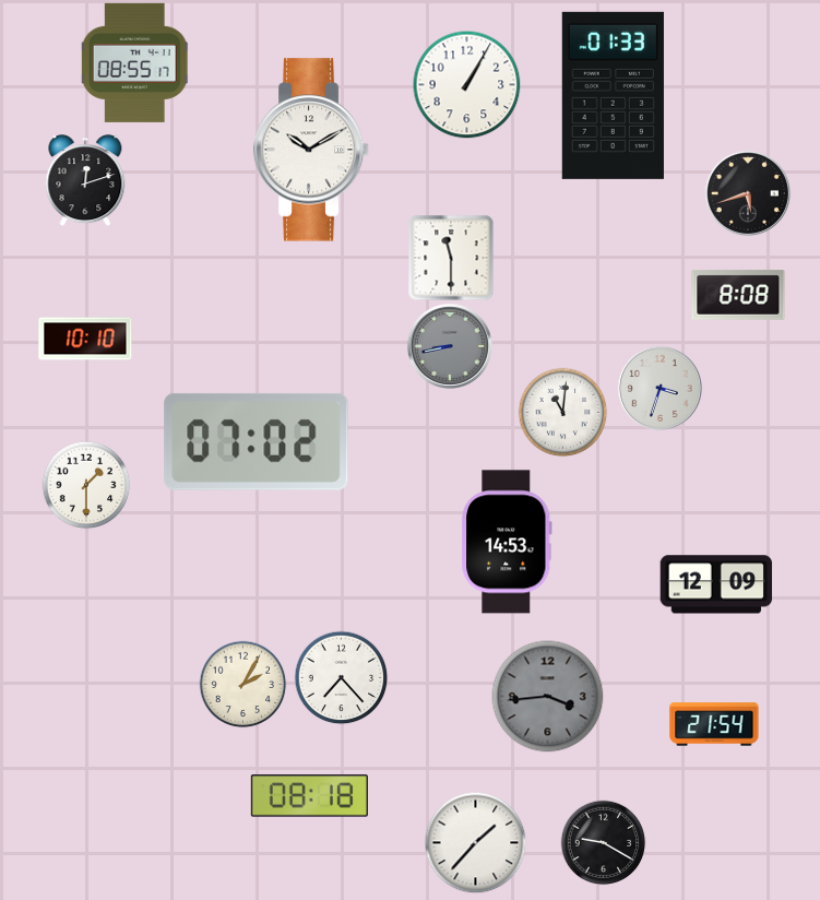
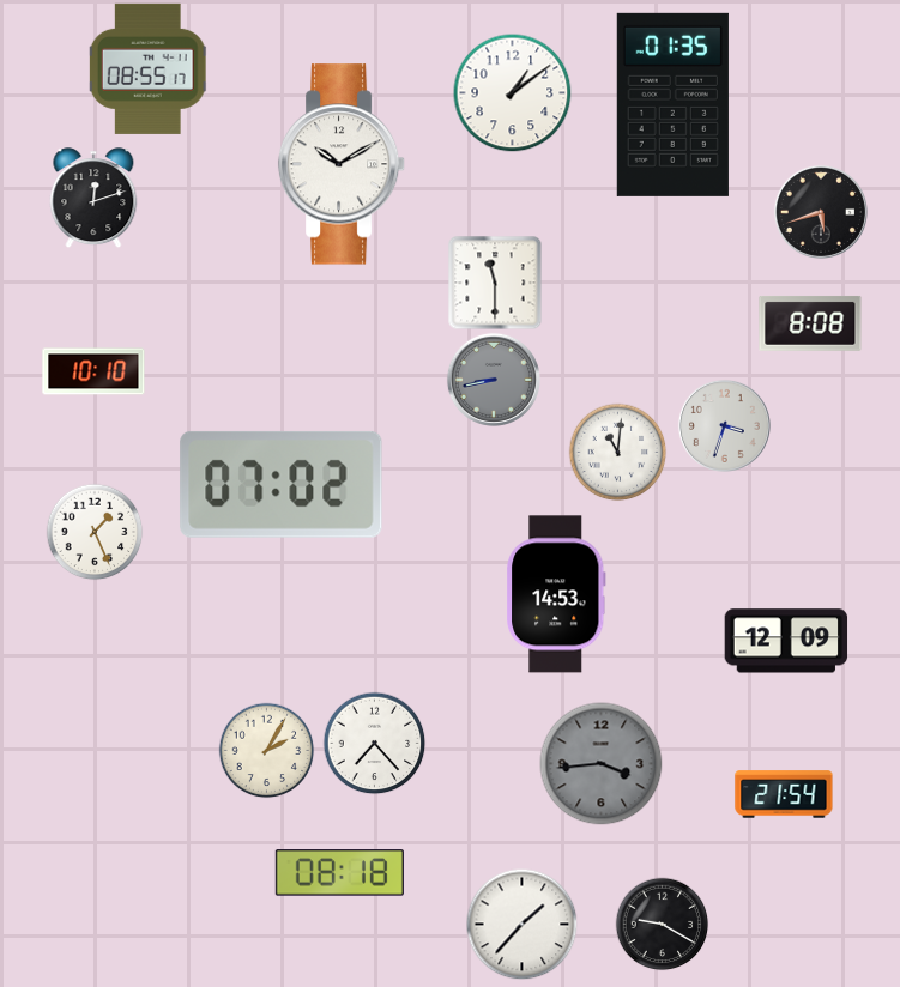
clock at (467, 85): 1:05 -> 1:09
clock at (613, 95): 01:33 -> 01:35
clock at (86, 485): 1:30 -> 1:26
